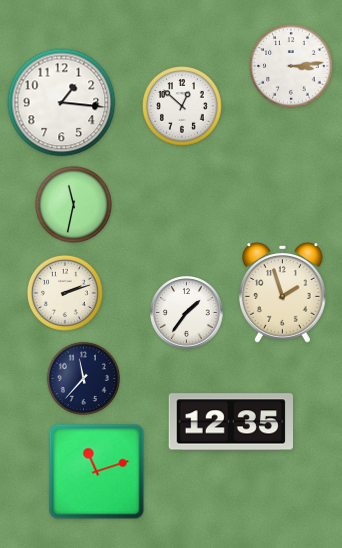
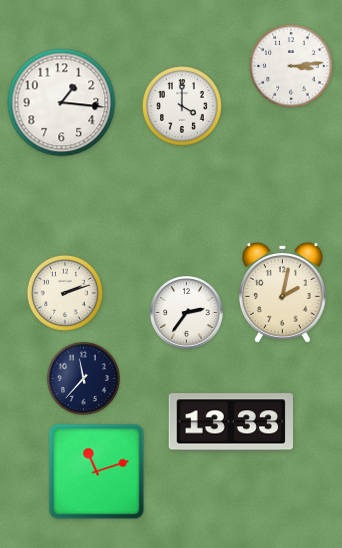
clock at (183, 107): 12:52 -> 4:00
clock at (73, 204): 11:32 -> none
clock at (282, 293): 1:57 -> 2:02
clock at (187, 313): 1:36 -> 2:36
clock at (230, 422): 12:35 -> 13:33
